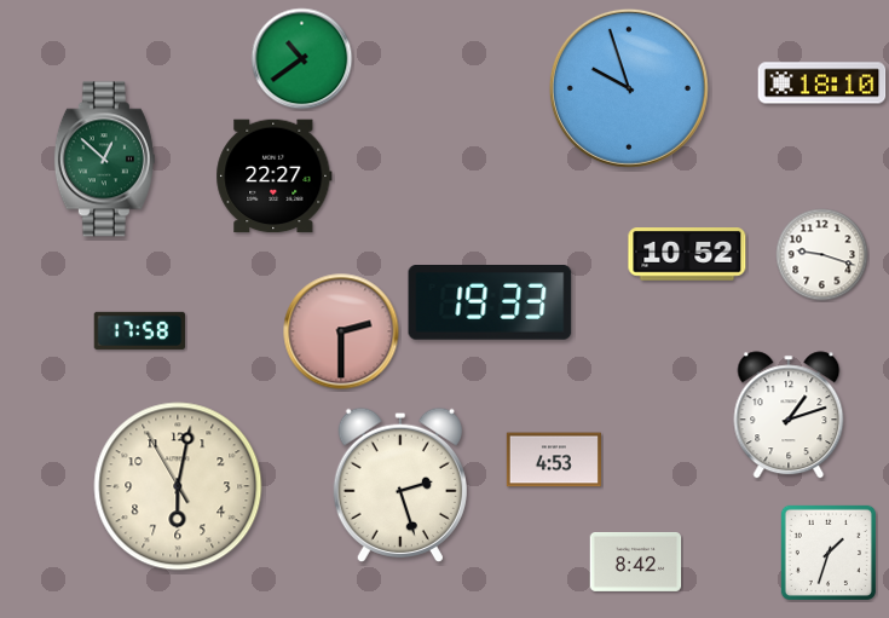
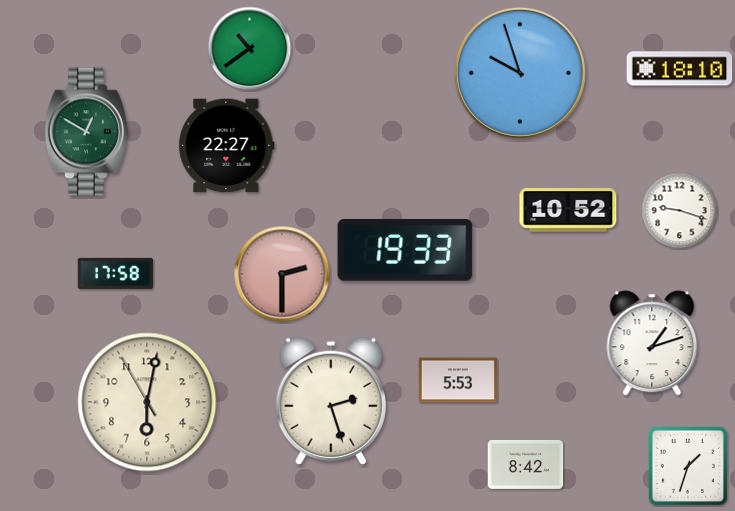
clock at (104, 160): 12:52 -> 12:50
clock at (554, 460): 4:53 -> 5:53
clock at (829, 553) position: (829, 553) -> (688, 466)
